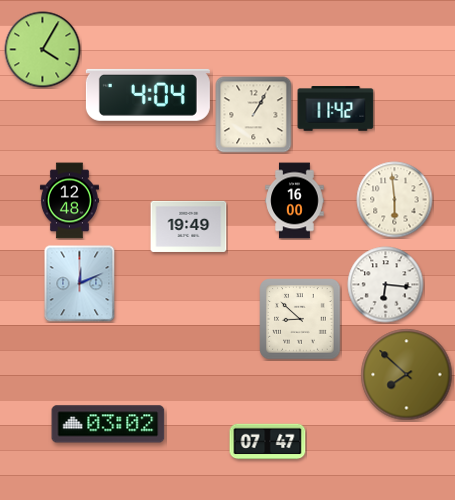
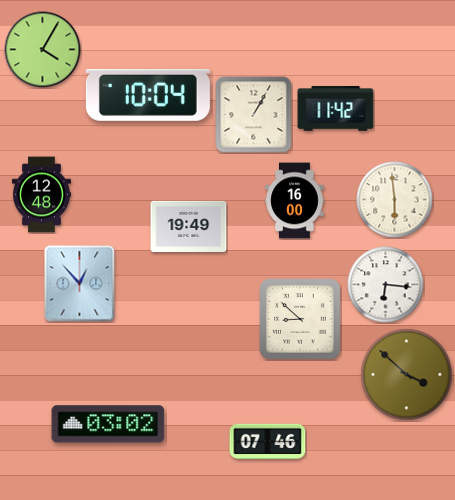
clock at (148, 95): 4:04 -> 10:04
clock at (69, 201) position: (69, 201) -> (41, 195)
clock at (80, 284): 12:11 -> 12:53
clock at (407, 375): 7:52 -> 3:52
clock at (268, 442): 07:47 -> 07:46
